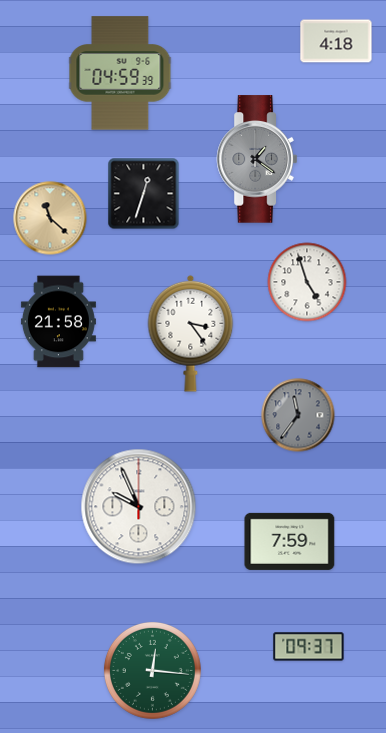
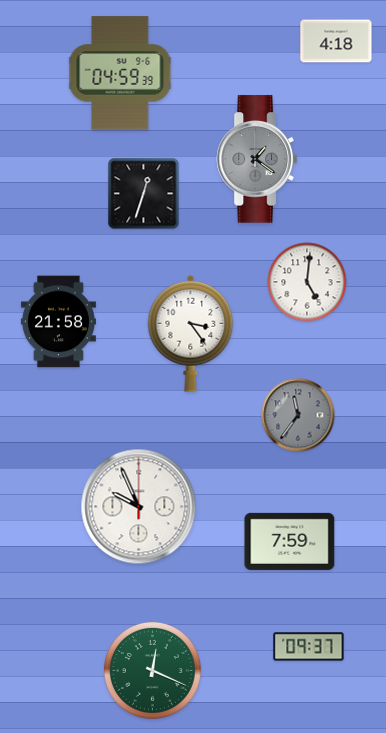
clock at (50, 218): 11:22 -> none
clock at (307, 282): 4:57 -> 5:01
clock at (152, 670): 12:16 -> 12:19
